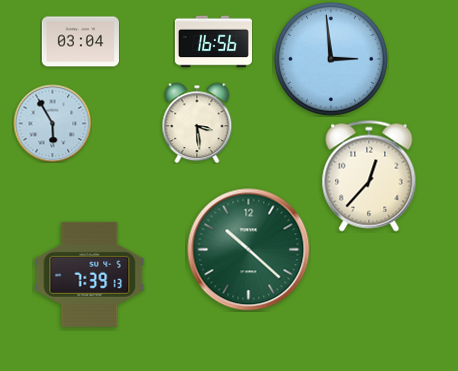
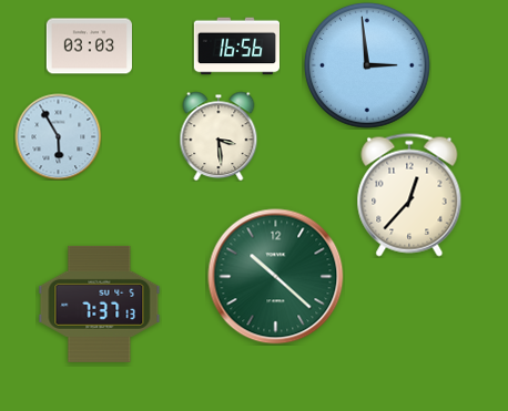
clock at (80, 42): 03:04 -> 03:03
clock at (90, 274): 7:39 -> 7:37
